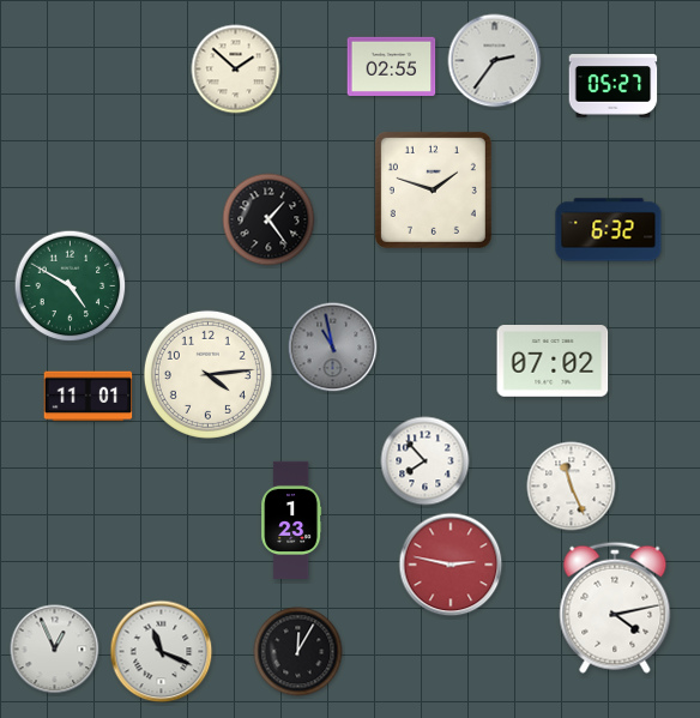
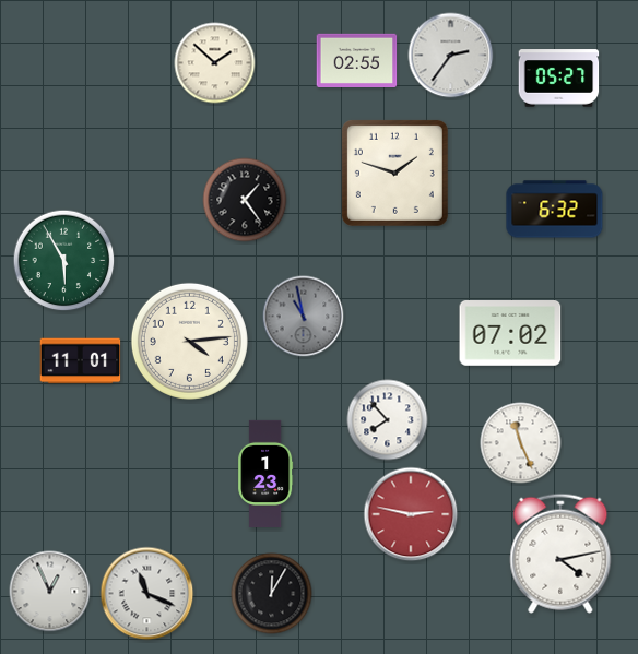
clock at (71, 286): 4:50 -> 5:55
clock at (553, 362) position: (553, 362) -> (510, 334)
